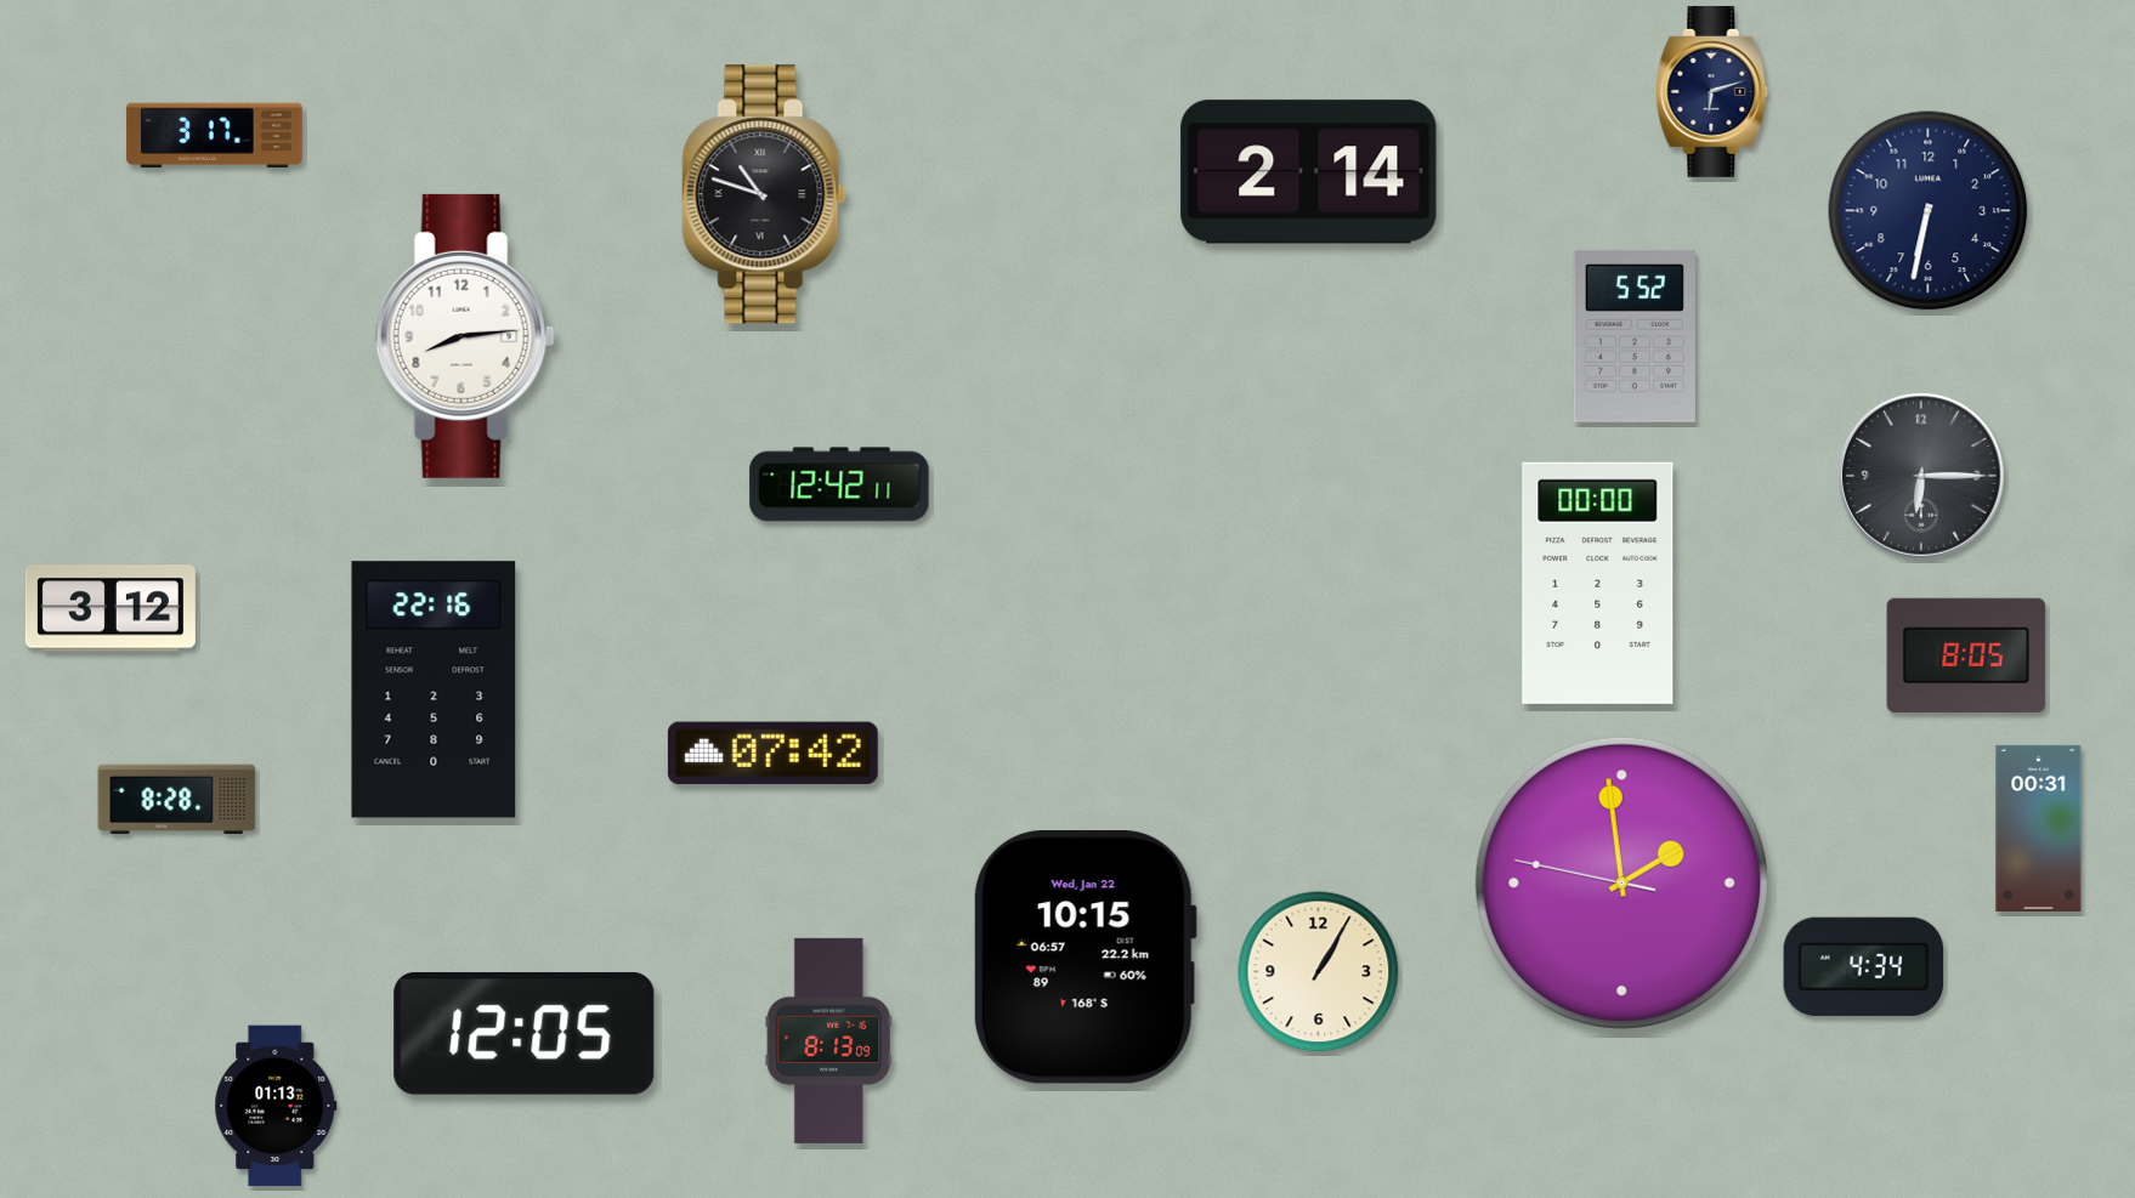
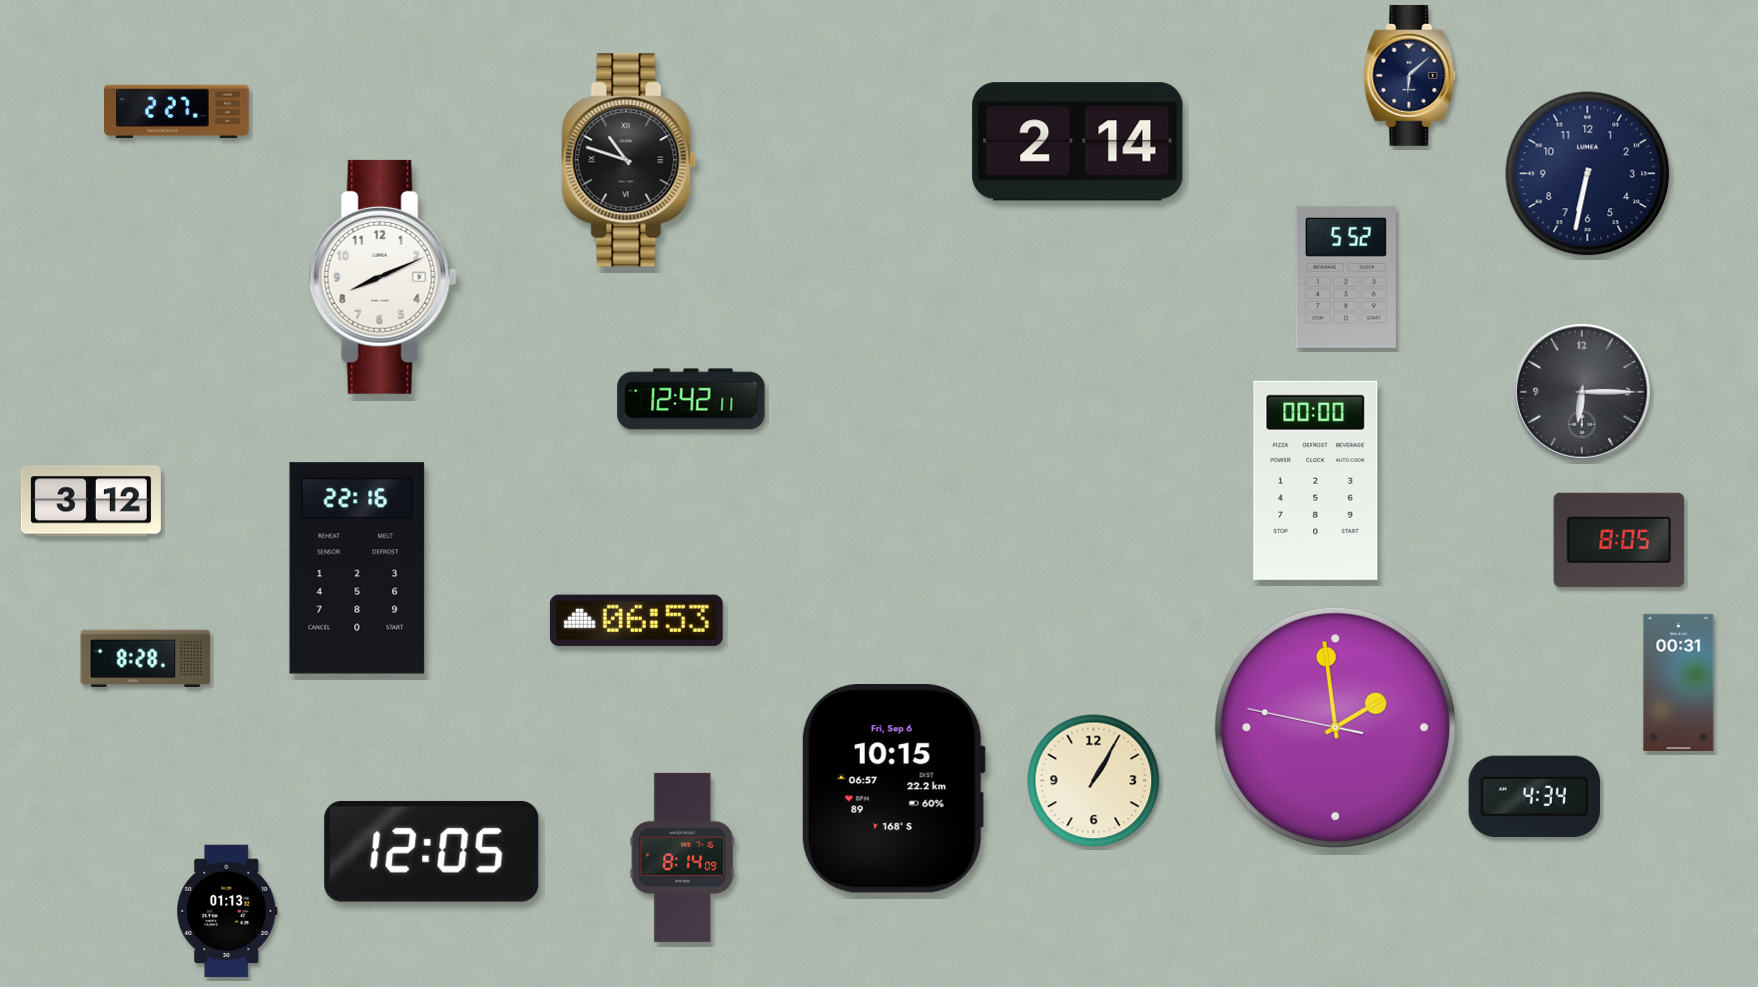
clock at (1712, 91): 6:12 -> 6:08
clock at (215, 136): 3:17 -> 2:27
clock at (465, 336): 8:14 -> 8:11
clock at (772, 753): 07:42 -> 06:53
clock at (1085, 956) date: Wed, Jan 22 -> Fri, Sep 6
clock at (1319, 972) position: (1319, 972) -> (1094, 781)
clock at (829, 1040): 8:13 -> 8:14
